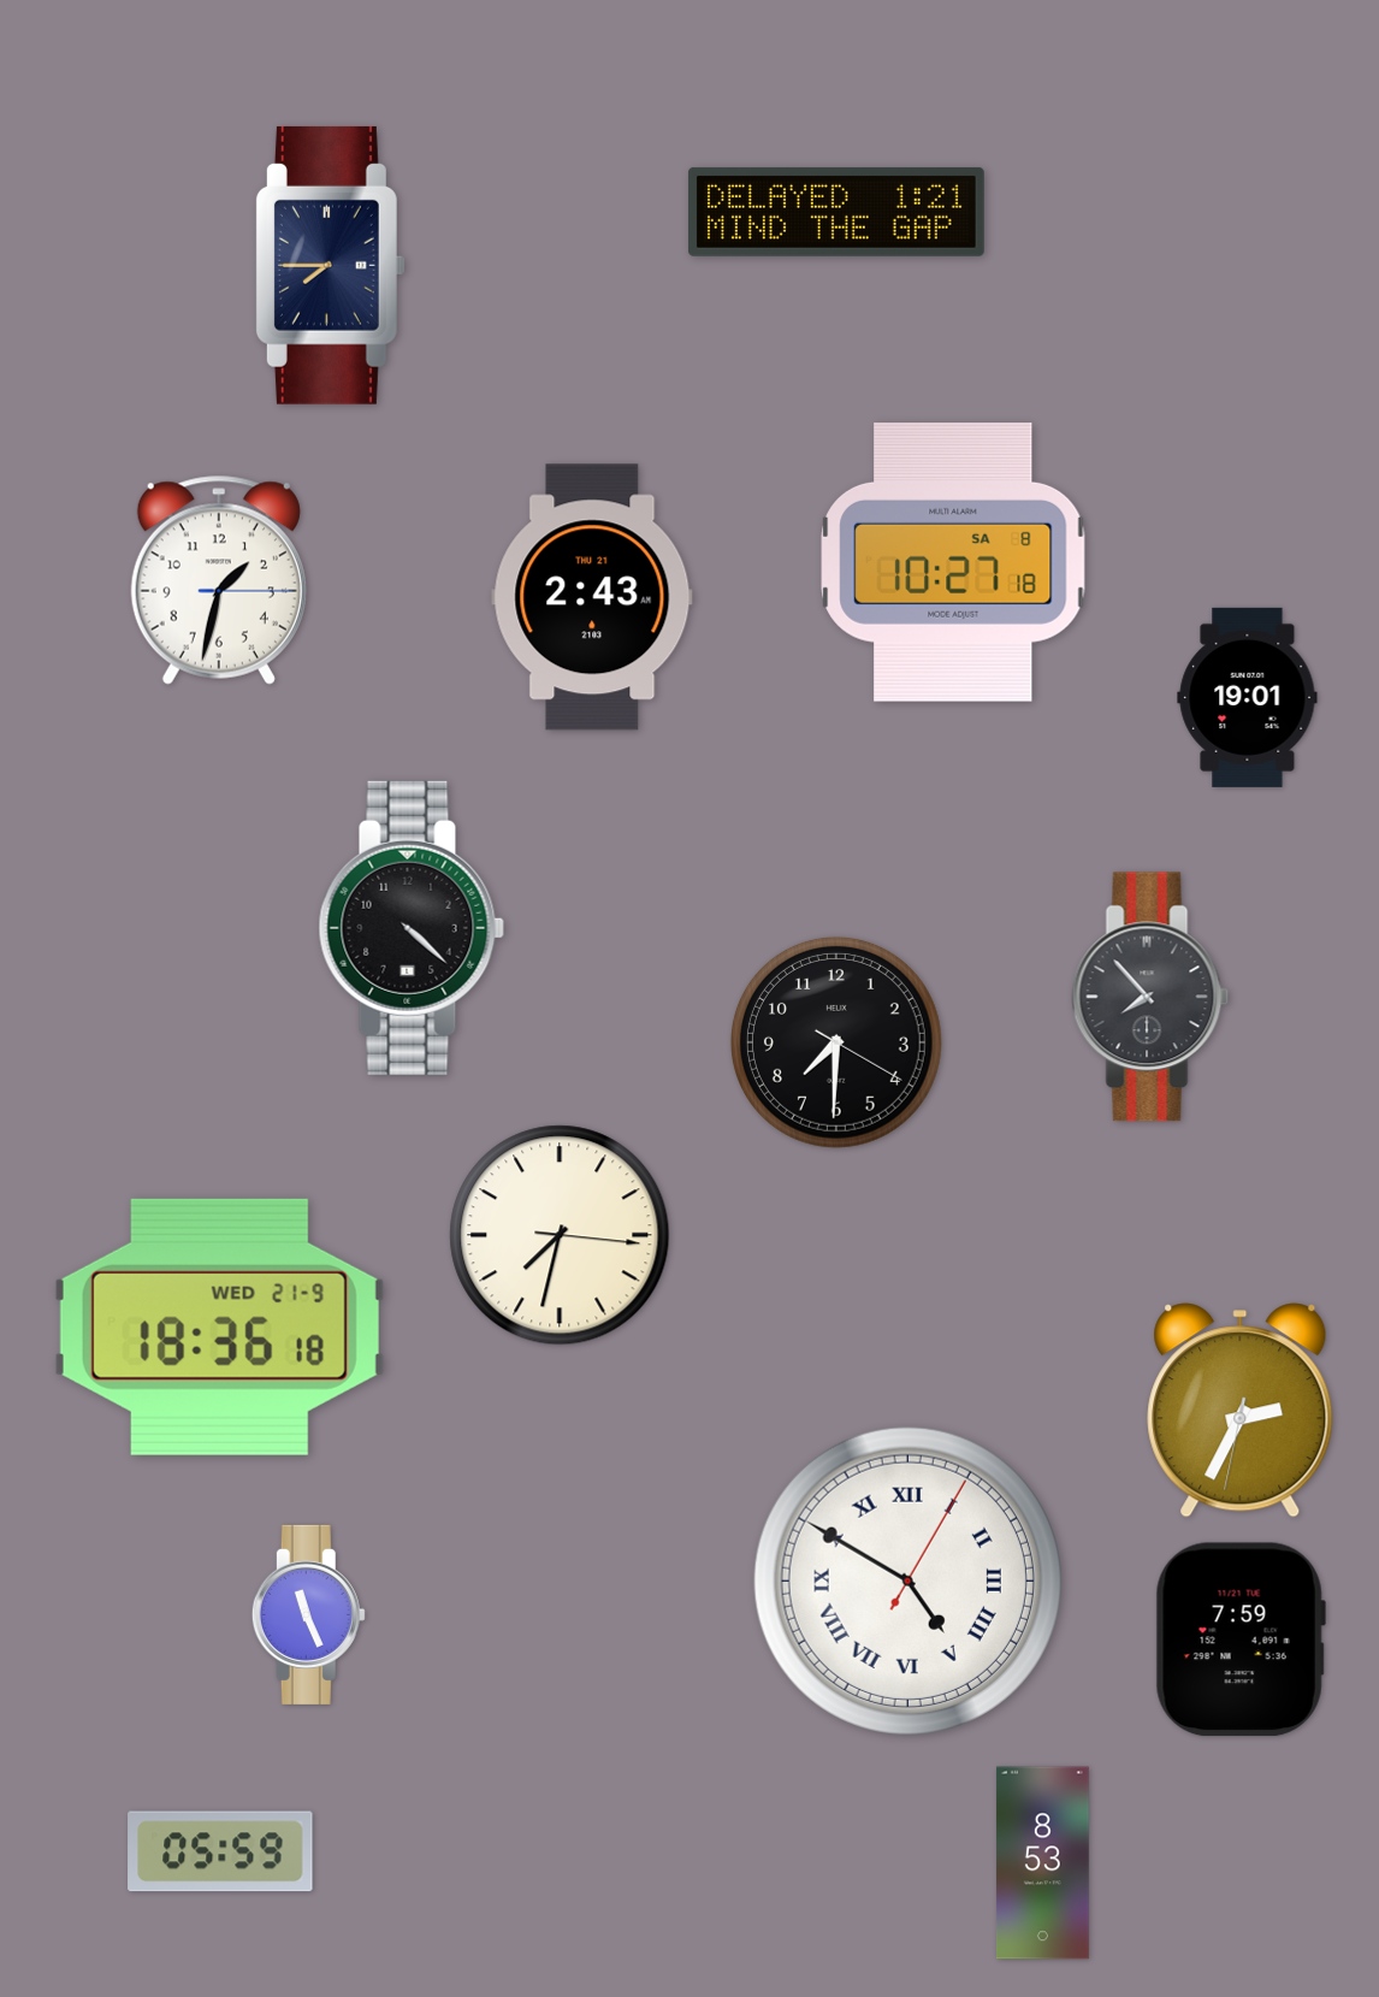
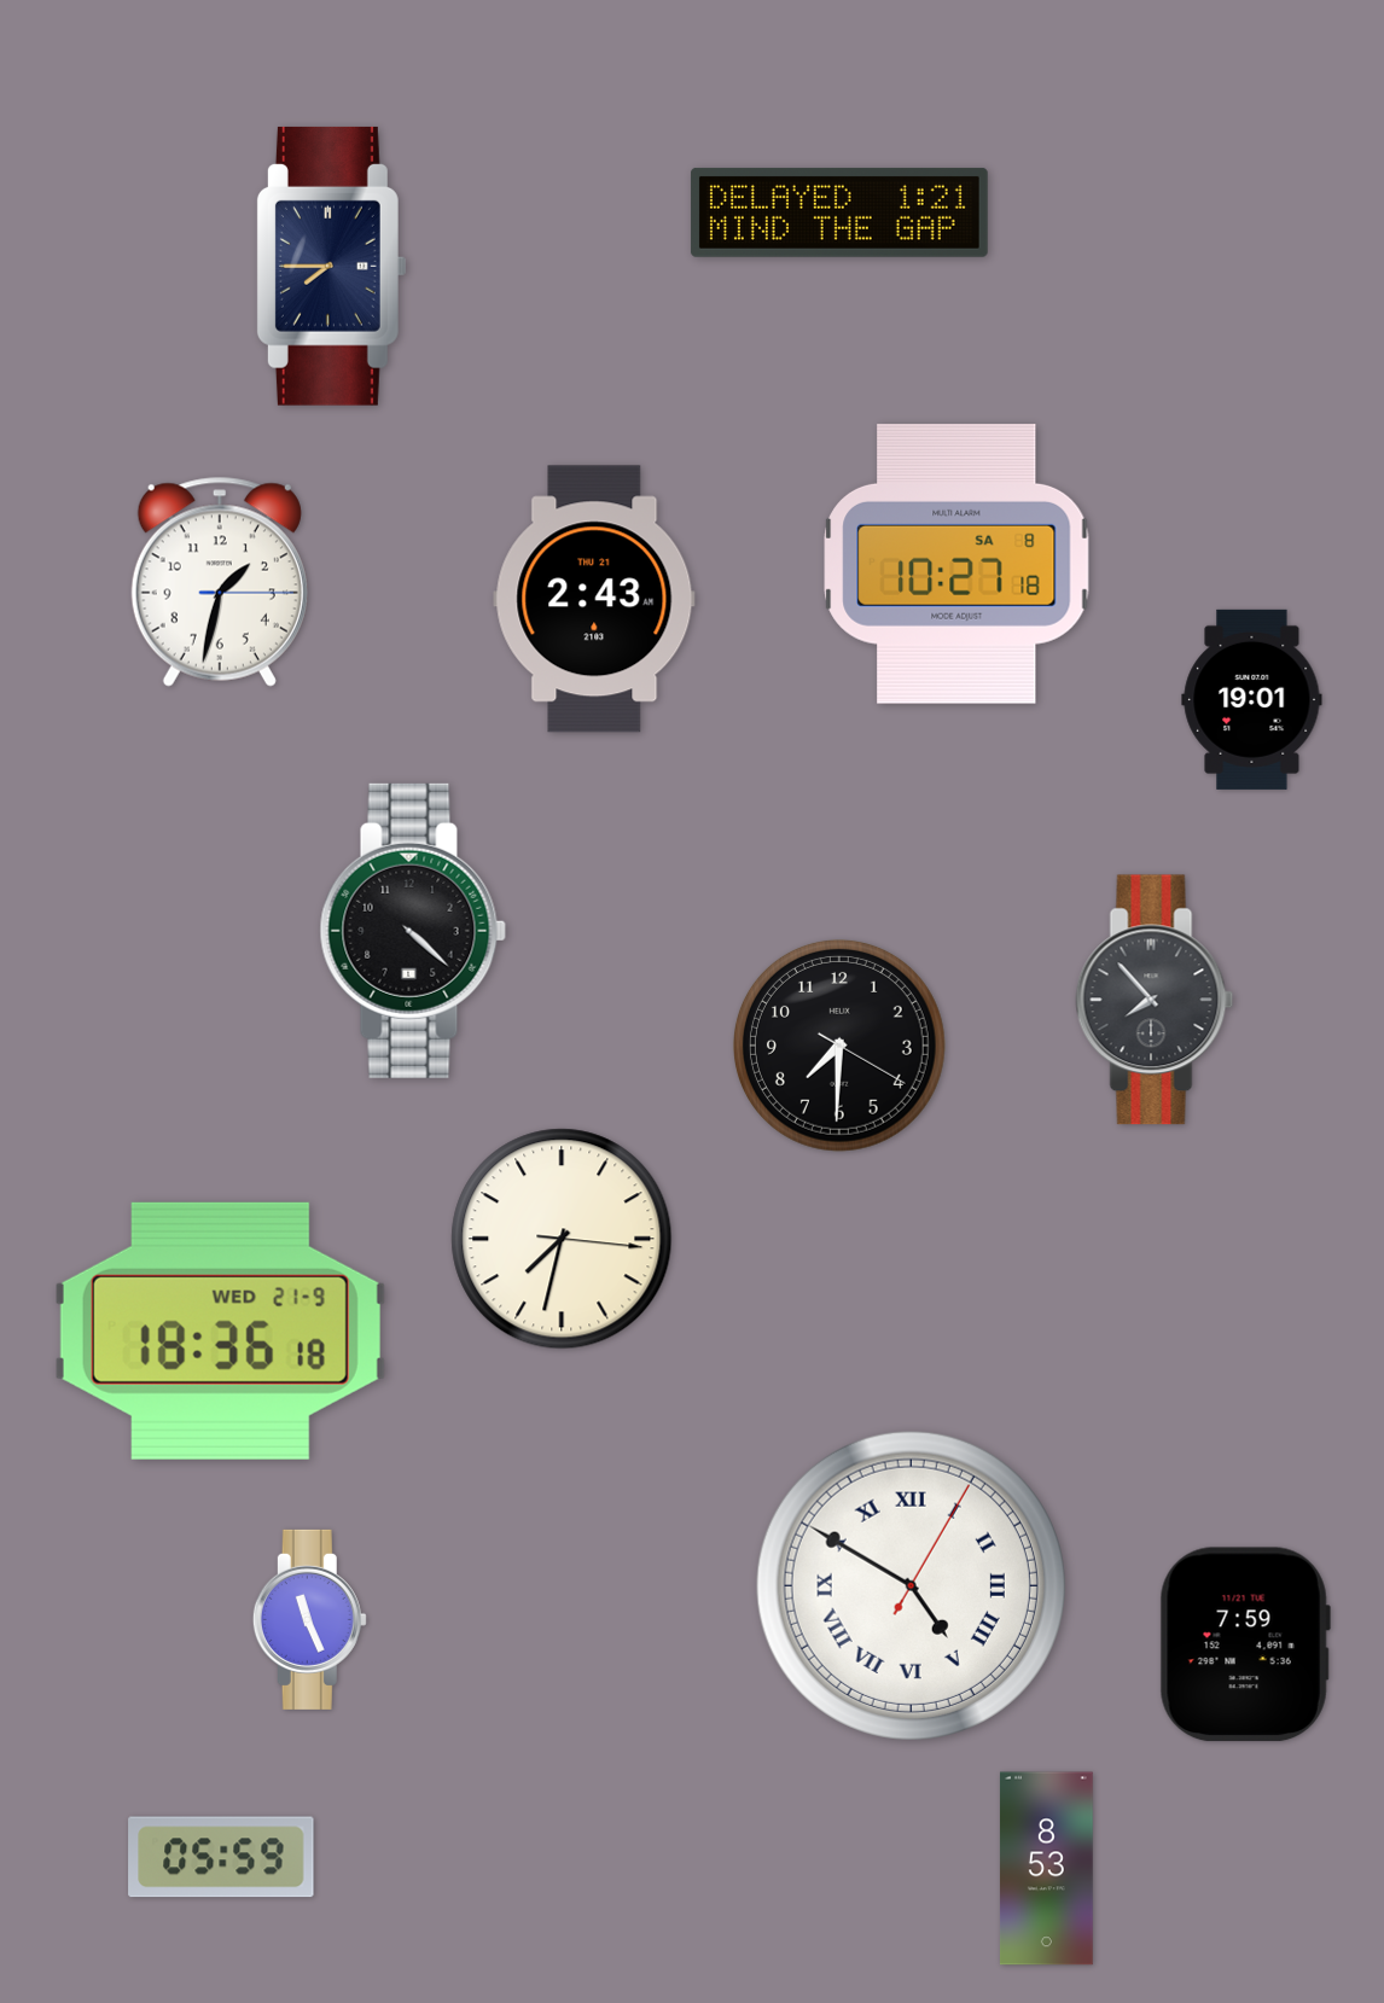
clock at (1241, 1411): 2:34 -> none
